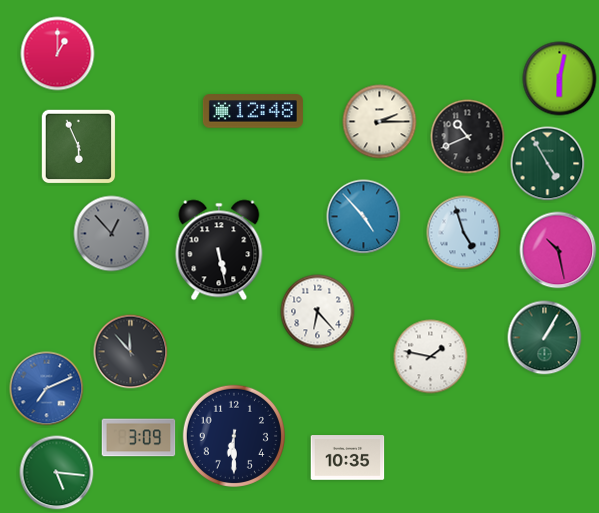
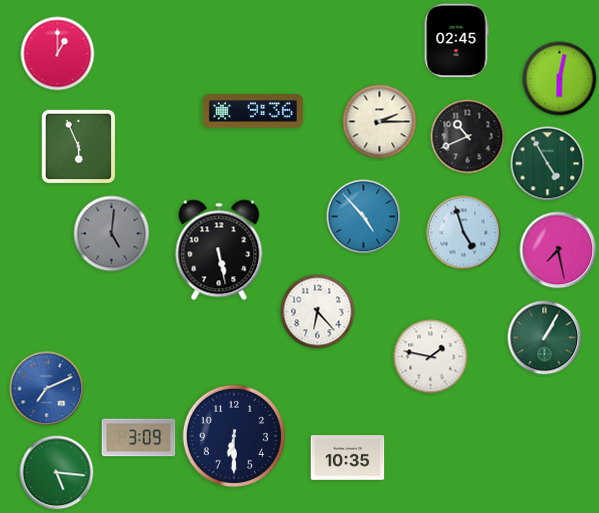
clock at (456, 41): none -> 02:45
clock at (253, 111): 12:48 -> 9:36
clock at (112, 234): 12:53 -> 5:01
clock at (558, 250): 10:28 -> 7:28
clock at (131, 352): 11:53 -> none
